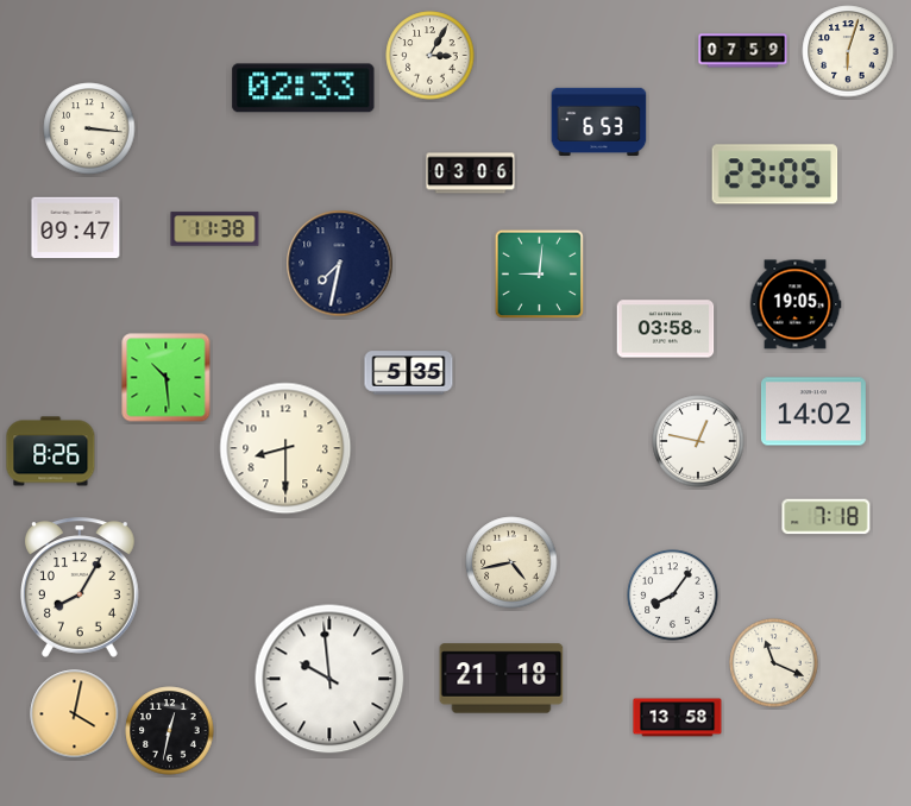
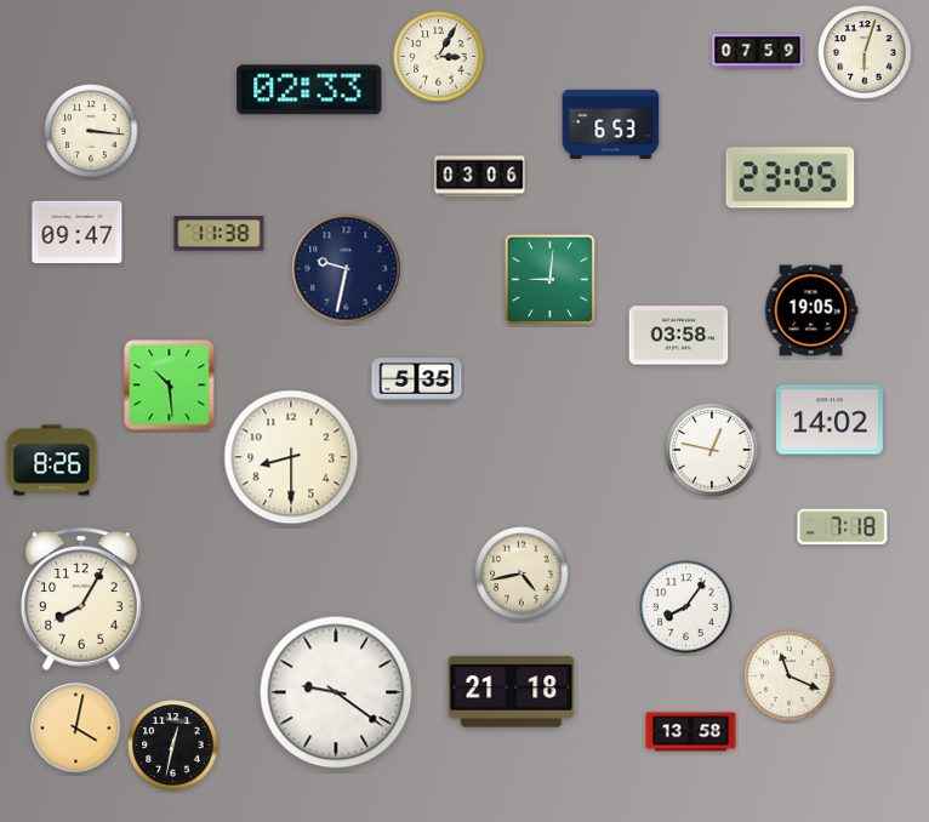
clock at (340, 264): 7:32 -> 9:32
clock at (329, 679): 9:59 -> 9:21
